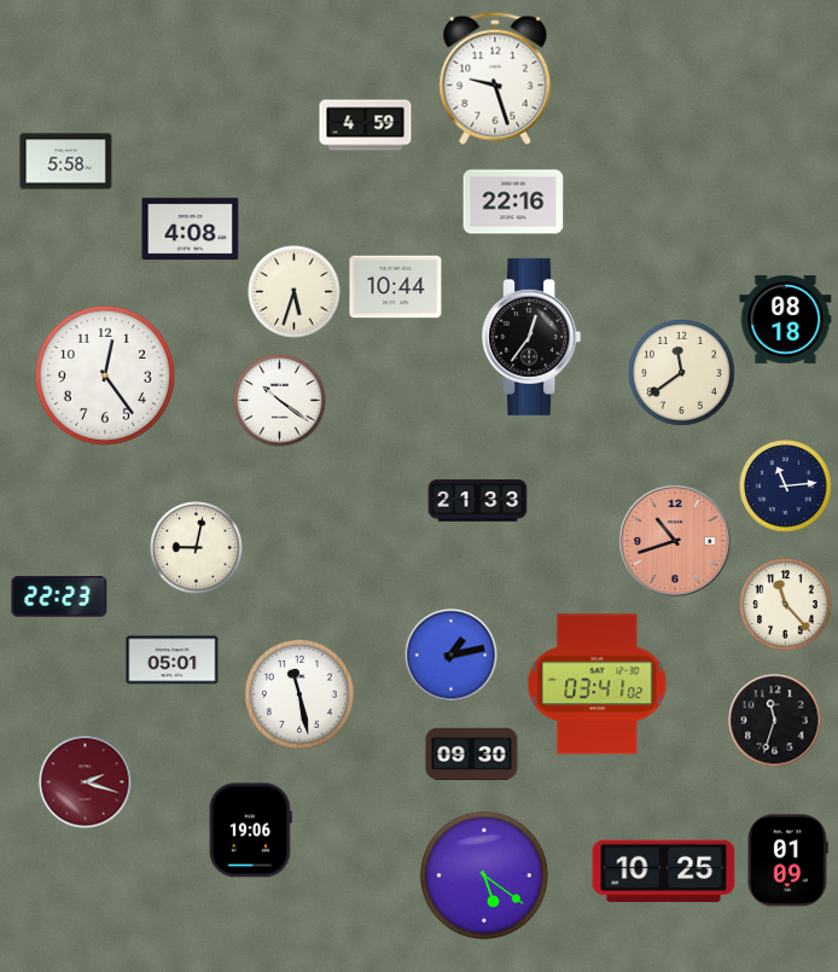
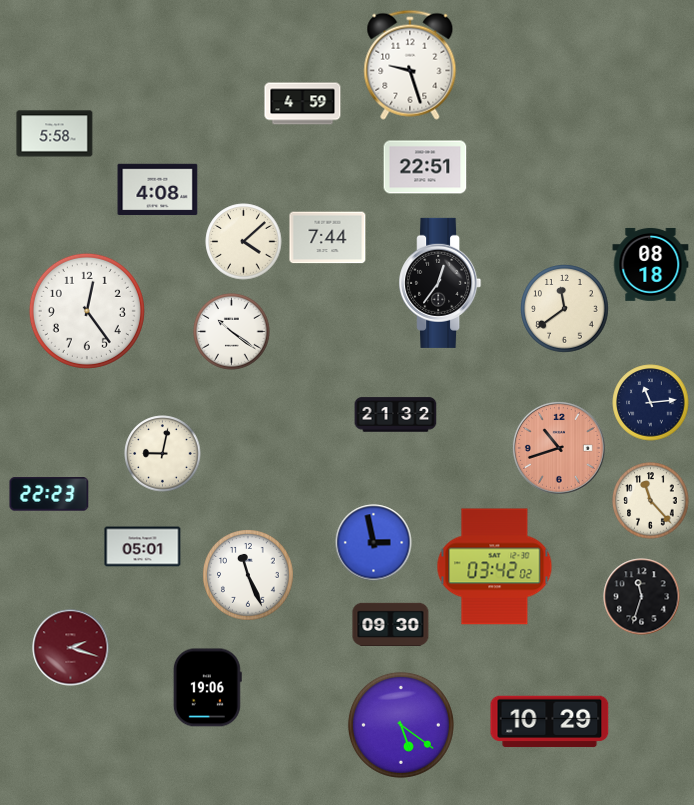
clock at (513, 202): 22:16 -> 22:51
clock at (396, 287): 10:44 -> 7:44
clock at (295, 292): 5:33 -> 4:08
clock at (531, 337) position: (531, 337) -> (440, 283)
clock at (478, 501): 21:33 -> 21:32
clock at (452, 656): 1:13 -> 2:58
clock at (598, 685): 03:41 -> 03:42
clock at (301, 695): 11:28 -> 11:26
clock at (787, 861): 01:09 -> none
clock at (664, 872): 10:25 -> 10:29
